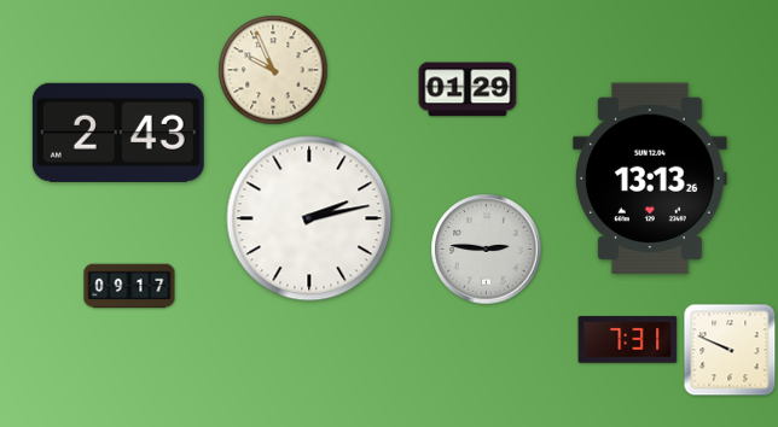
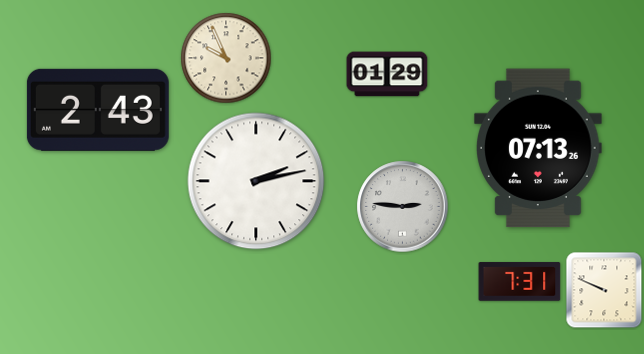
clock at (650, 179): 13:13 -> 07:13
clock at (129, 286): 09:17 -> none
